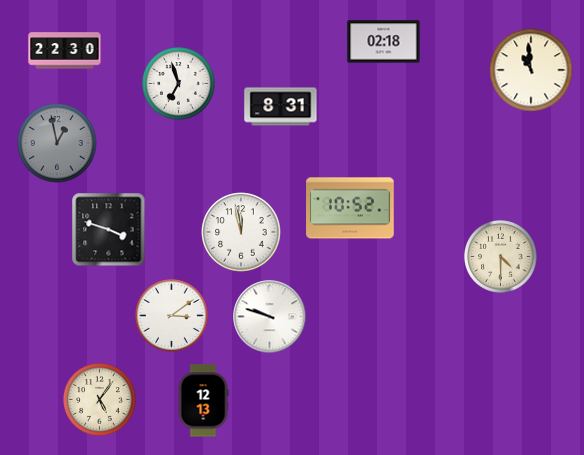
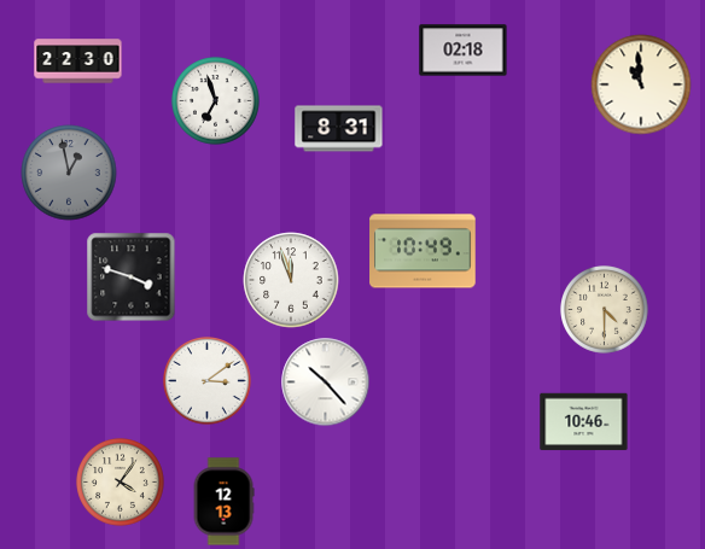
clock at (350, 208): 10:52 -> 10:49
clock at (241, 232): 11:58 -> 11:57
clock at (270, 317): 9:48 -> 10:23
clock at (584, 422): none -> 10:46
clock at (100, 400): 5:06 -> 4:06
clock at (203, 401) position: (203, 401) -> (223, 502)
